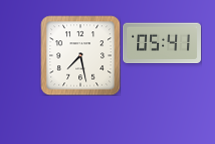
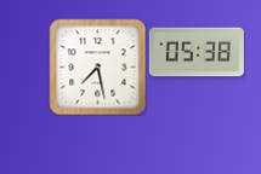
clock at (162, 43): 05:41 -> 05:38
